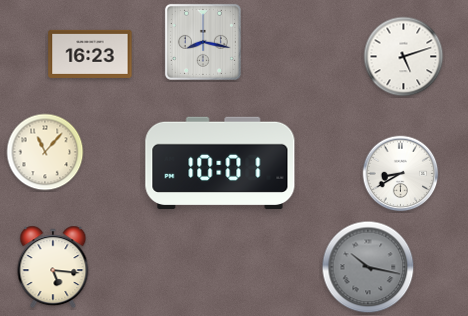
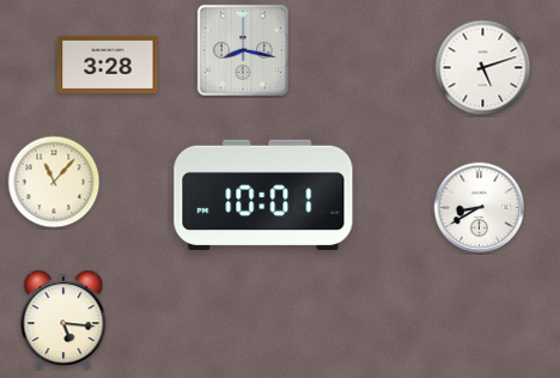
clock at (90, 54): 16:23 -> 3:28
clock at (368, 267): 10:17 -> none
